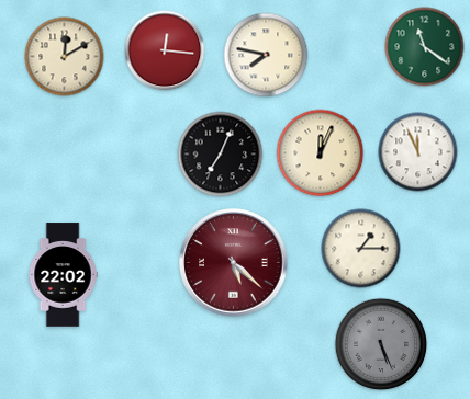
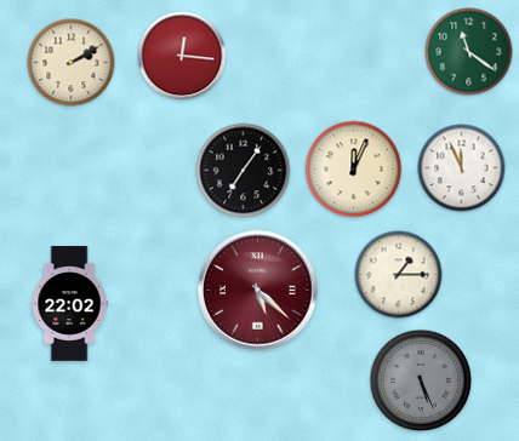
clock at (266, 55): 7:47 -> none
clock at (65, 57): 12:10 -> 2:10
clock at (221, 155): 7:04 -> 7:06
